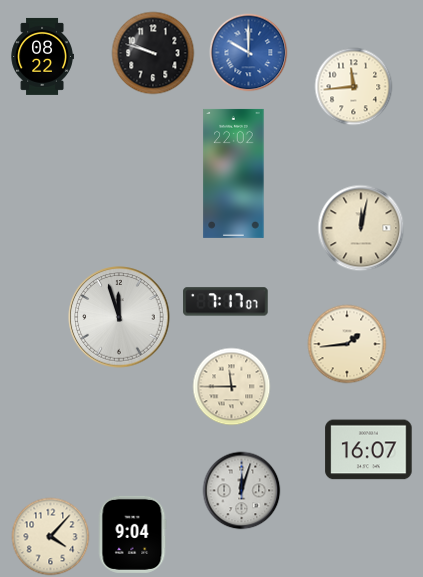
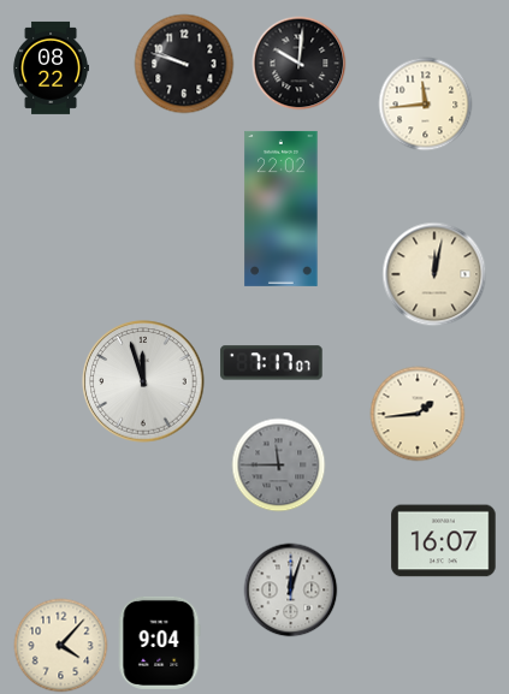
clock at (248, 52): 10:00 -> 10:01
clock at (248, 52) dial: blue -> black
clock at (231, 386) dial: cream -> grey
